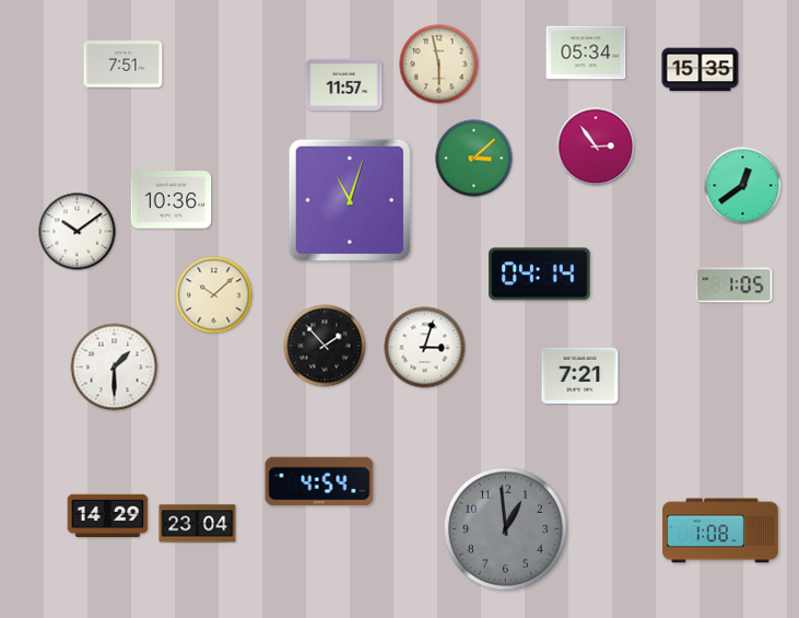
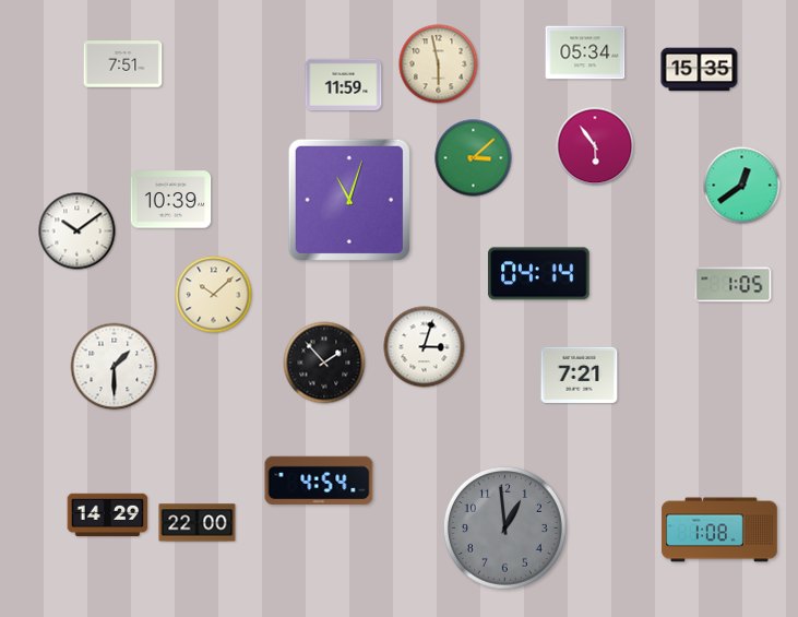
clock at (344, 84): 11:57 -> 11:59
clock at (596, 147): 2:54 -> 5:54
clock at (172, 200): 10:36 -> 10:39
clock at (325, 346) position: (325, 346) -> (324, 363)
clock at (198, 524): 23:04 -> 22:00
